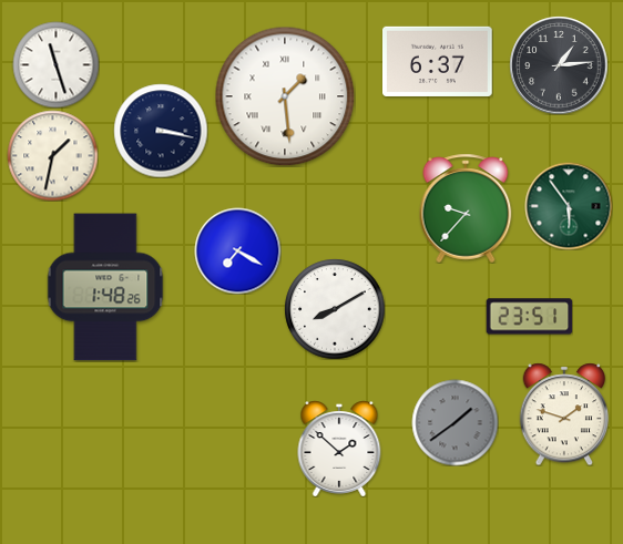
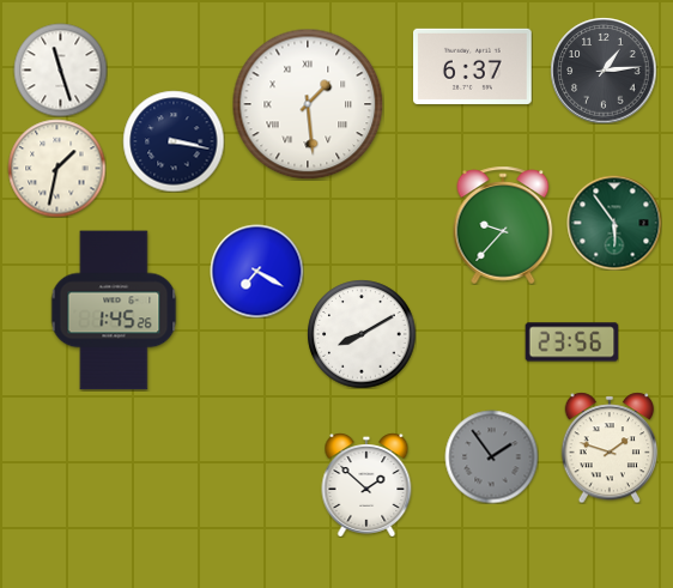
clock at (105, 287): 1:48 -> 1:45
clock at (529, 317): 23:51 -> 23:56
clock at (455, 422): 1:39 -> 1:54
